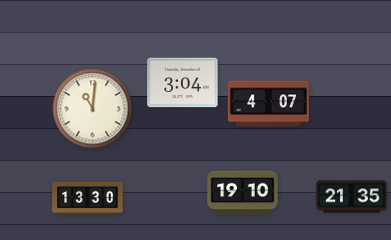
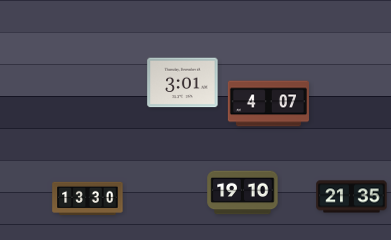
clock at (183, 83): 3:04 -> 3:01
clock at (93, 109): 11:01 -> none
